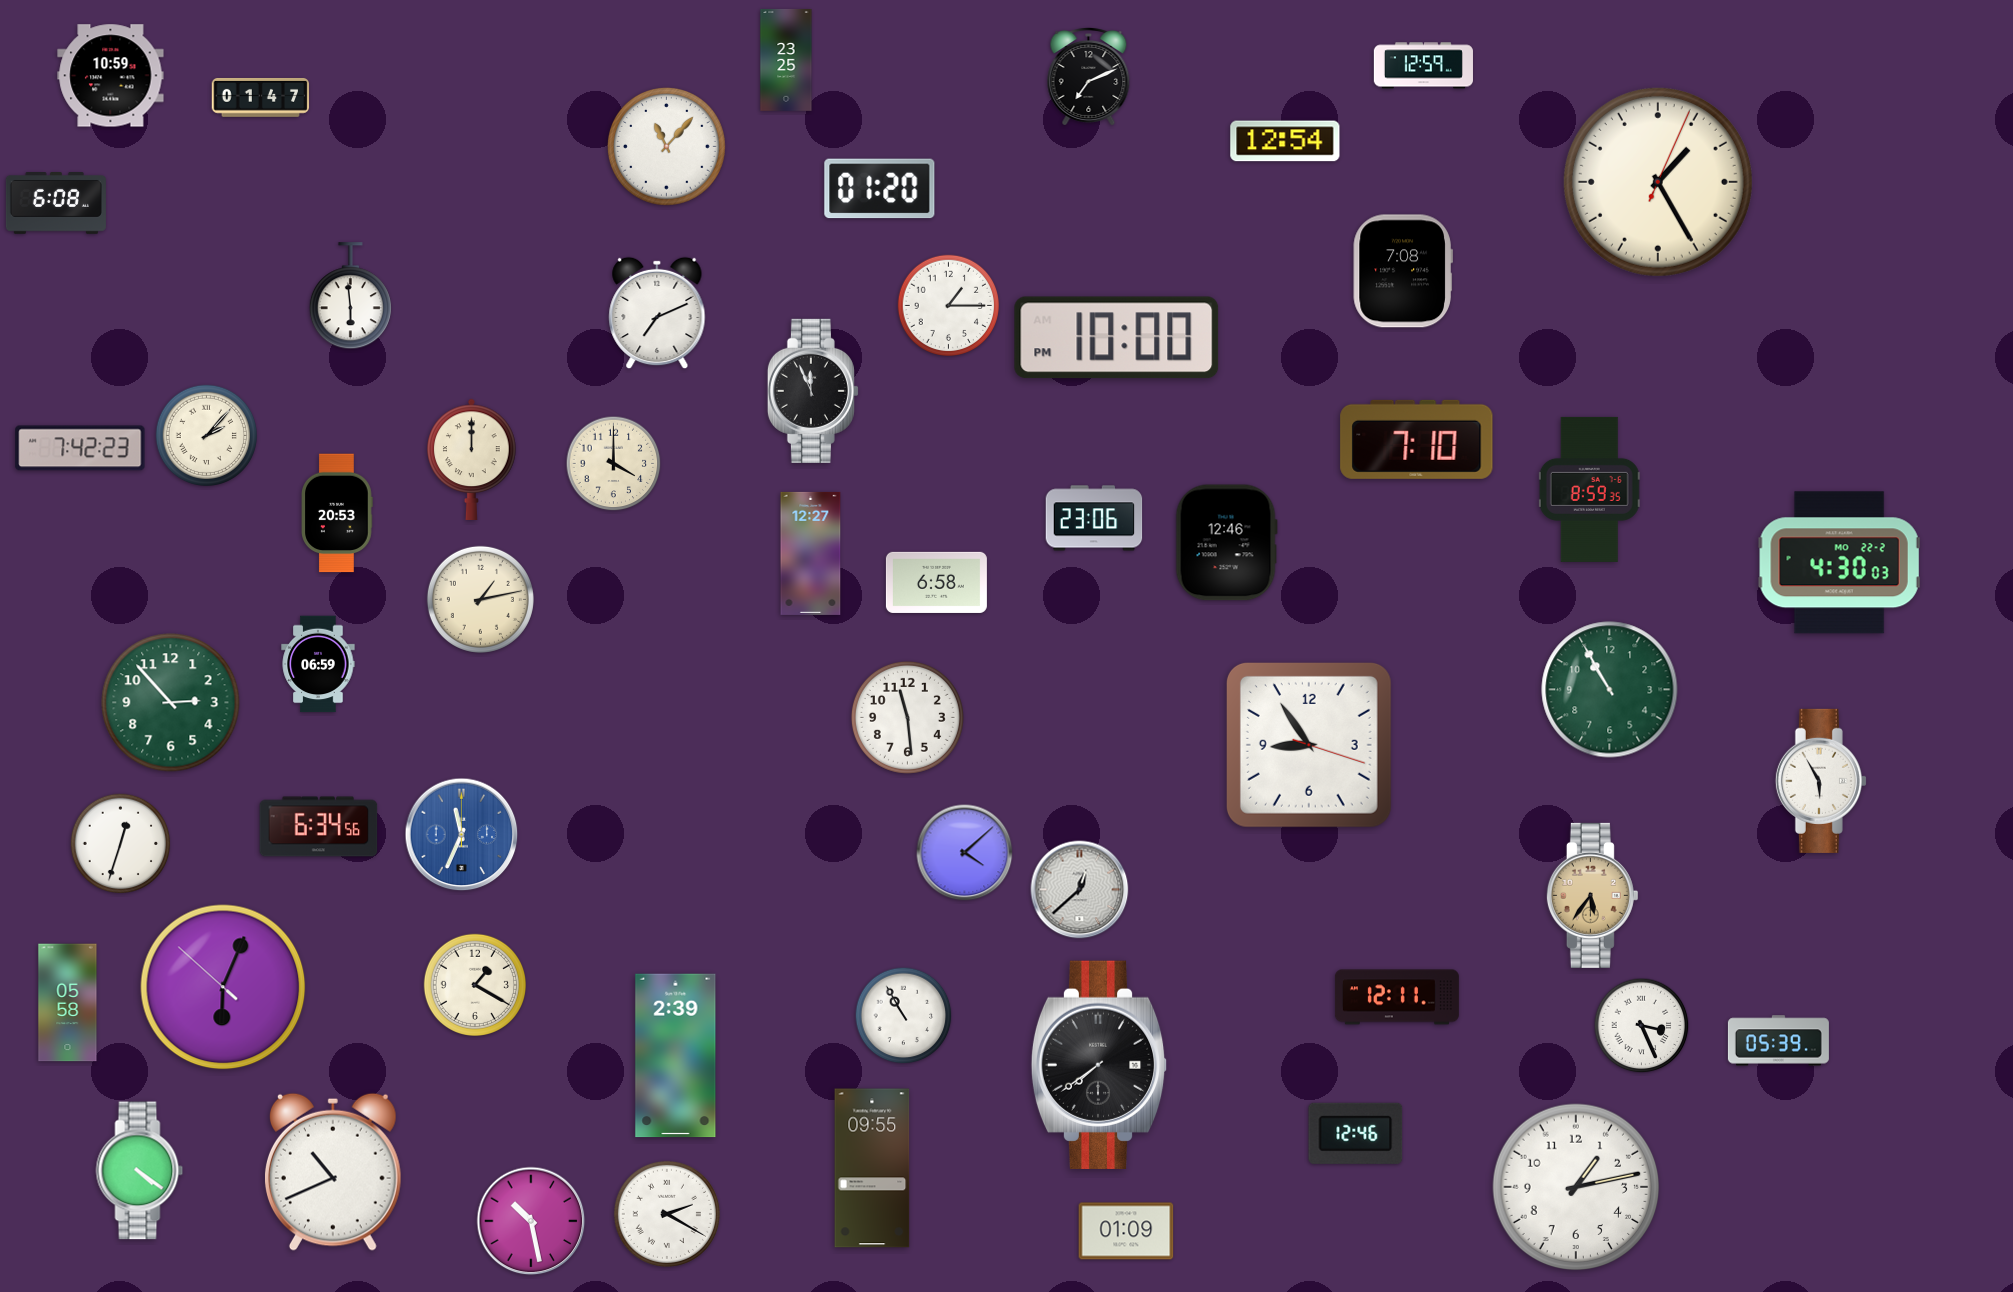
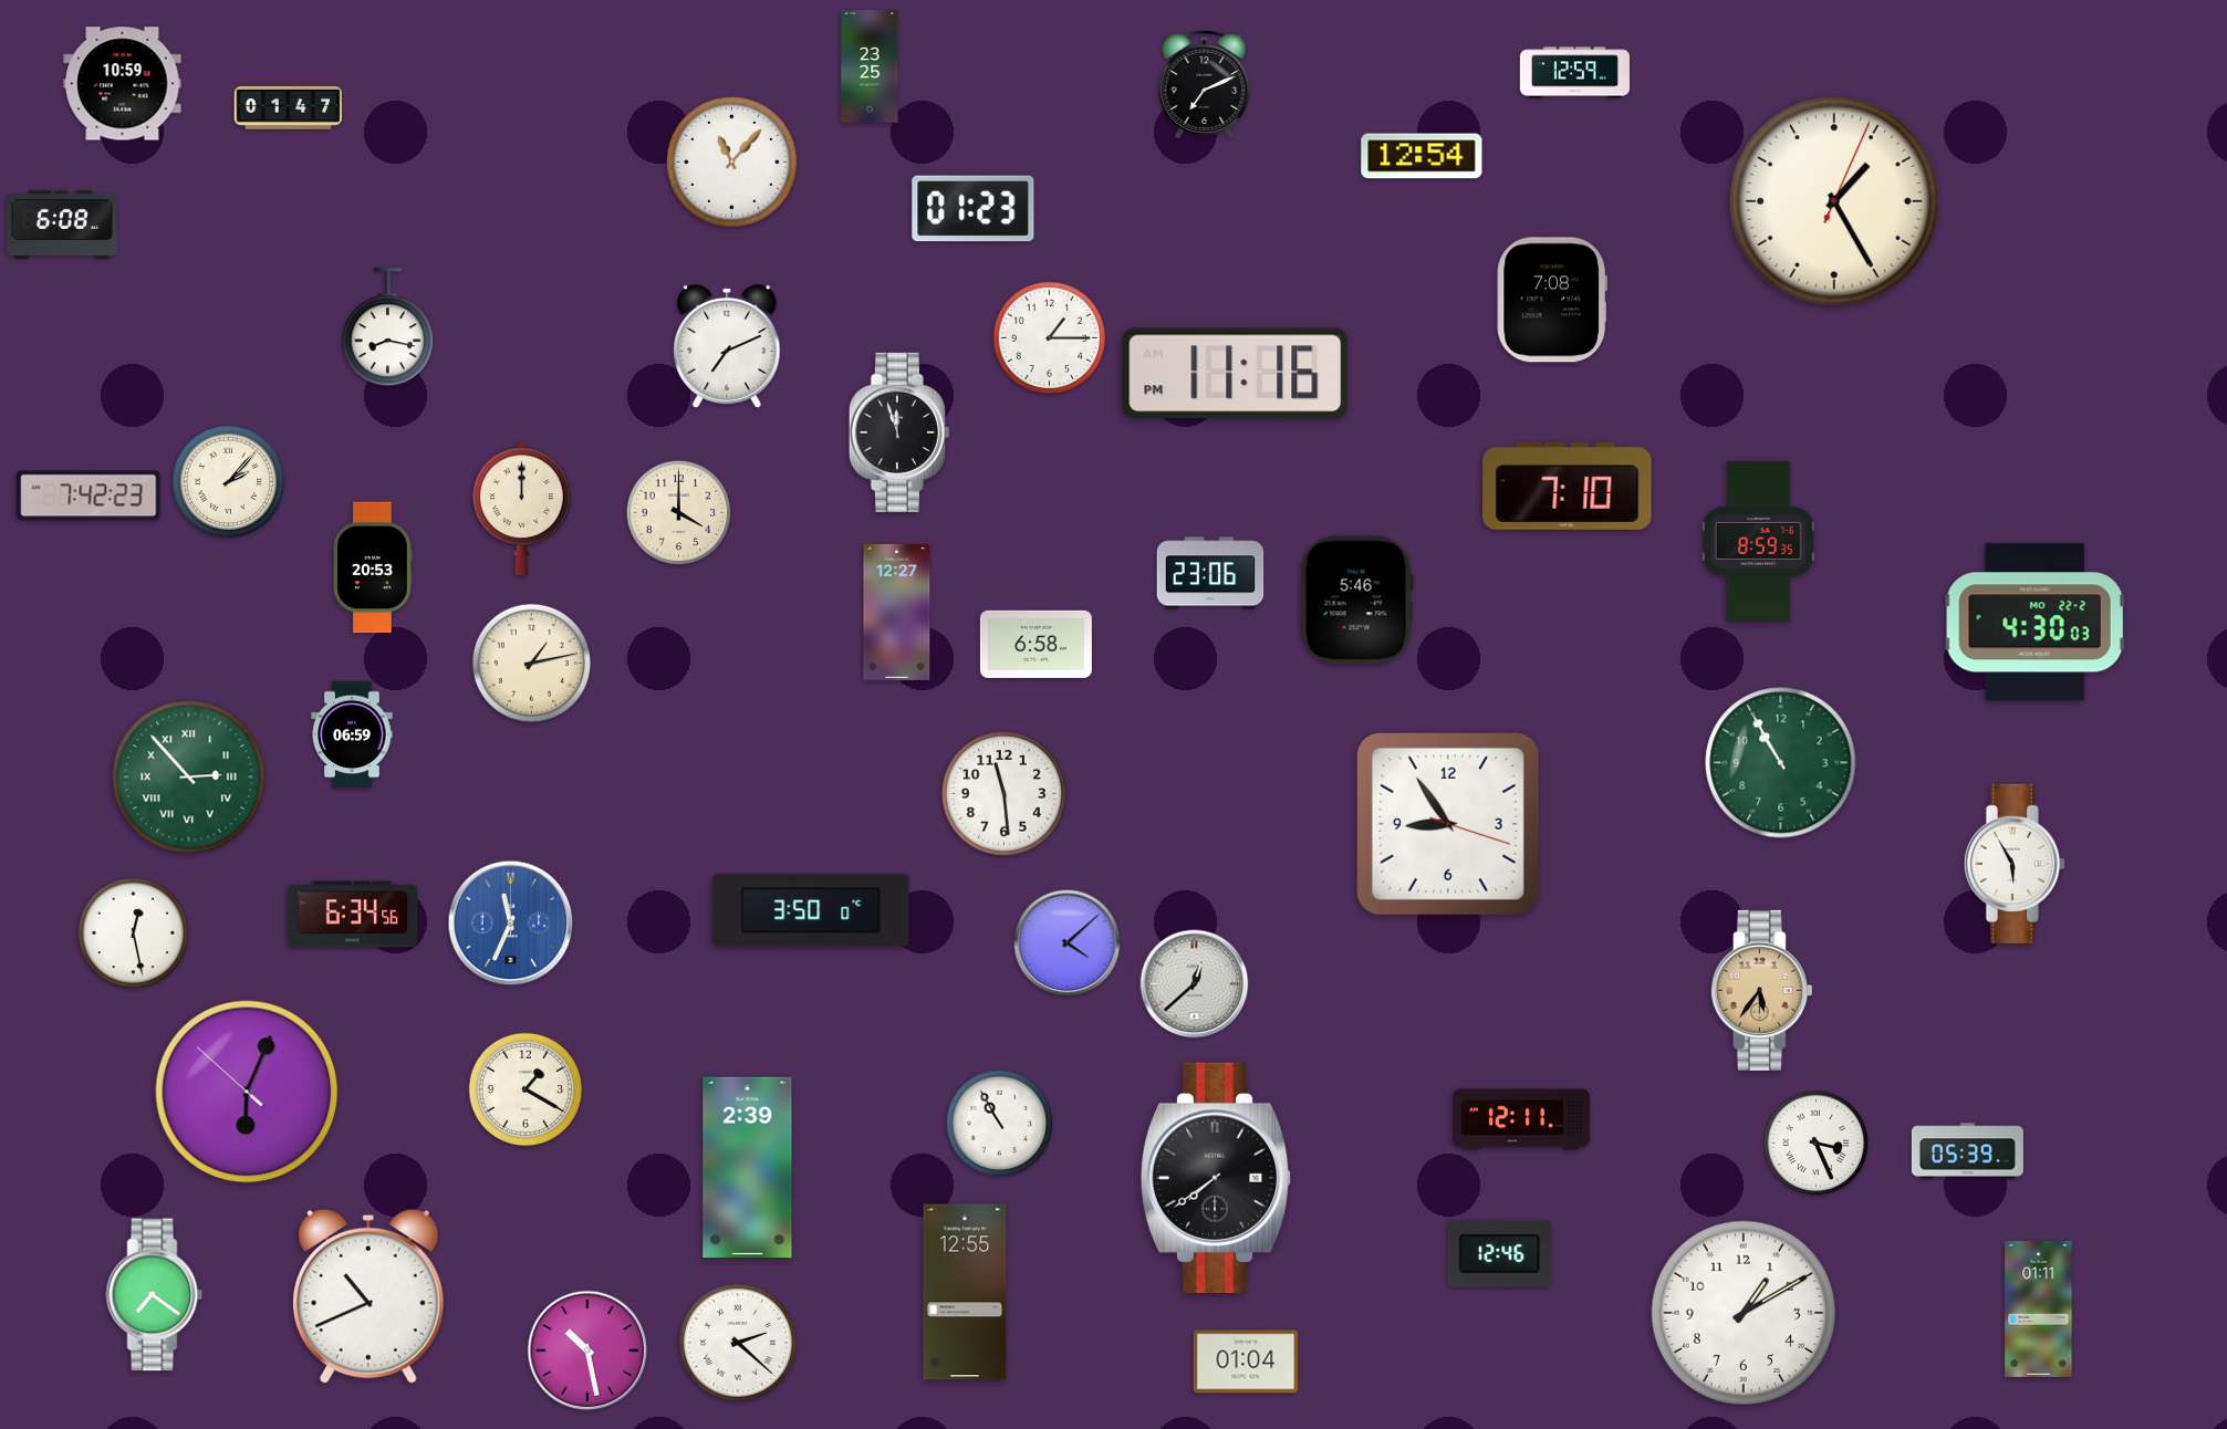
clock at (666, 146) position: (666, 146) -> (731, 161)
clock at (880, 189): 01:20 -> 01:23
clock at (350, 296): 5:59 -> 8:17
clock at (1117, 338): 10:00 -> 11:16
clock at (813, 391): 11:56 -> 11:57
clock at (1226, 543): 12:46 -> 5:46
clock at (171, 703) numerals: Arabic -> Roman
clock at (811, 910): none -> 3:50
clock at (121, 844): 12:33 -> 12:28
clock at (1397, 997) position: (1397, 997) -> (1521, 1119)
clock at (68, 1003): 05:58 -> none
clock at (1642, 1026) position: (1642, 1026) -> (1817, 1144)
clock at (872, 1168): 09:55 -> 12:55
clock at (140, 1171): 4:21 -> 7:21
clock at (2039, 1308): none -> 01:11
clock at (1576, 1187): 1:13 -> 1:10
clock at (667, 1214): 2:20 -> 2:22
clock at (1126, 1231): 01:09 -> 01:04
